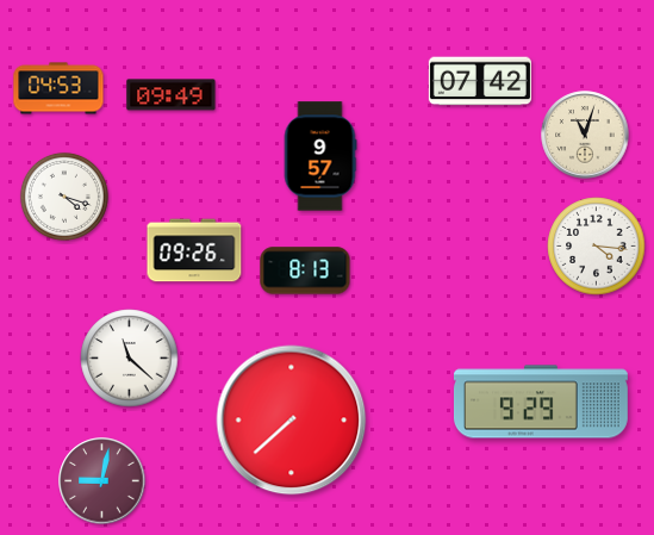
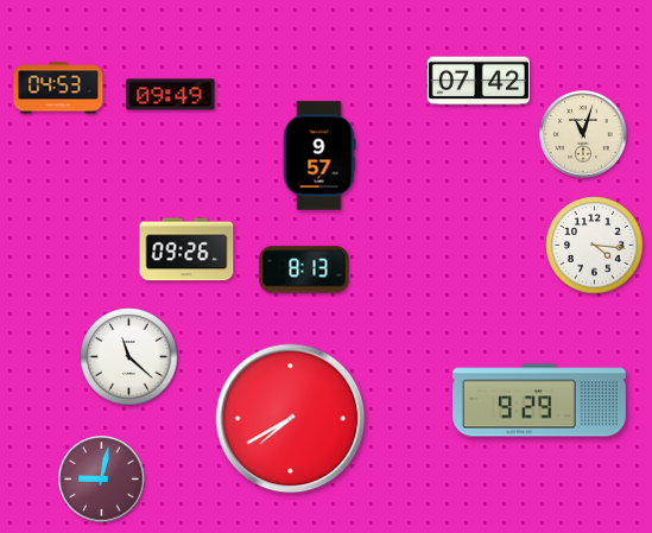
clock at (64, 197): 4:18 -> none
clock at (194, 250) position: (194, 250) -> (186, 249)
clock at (292, 421): 7:38 -> 7:40
